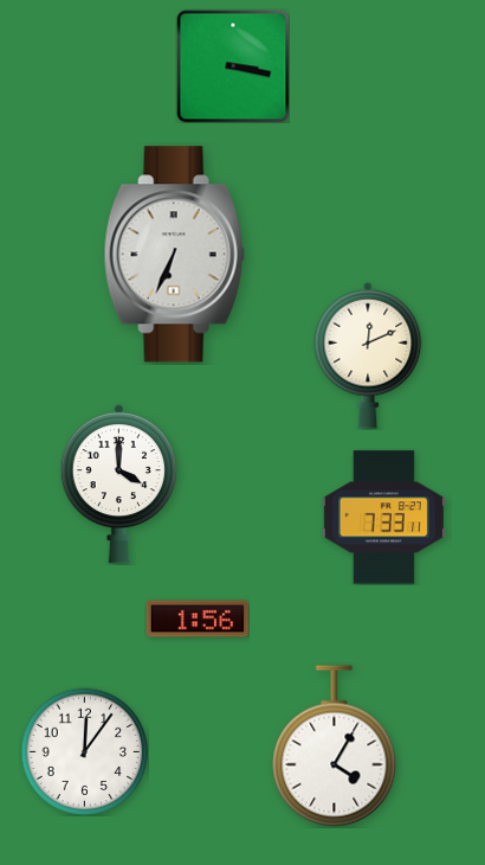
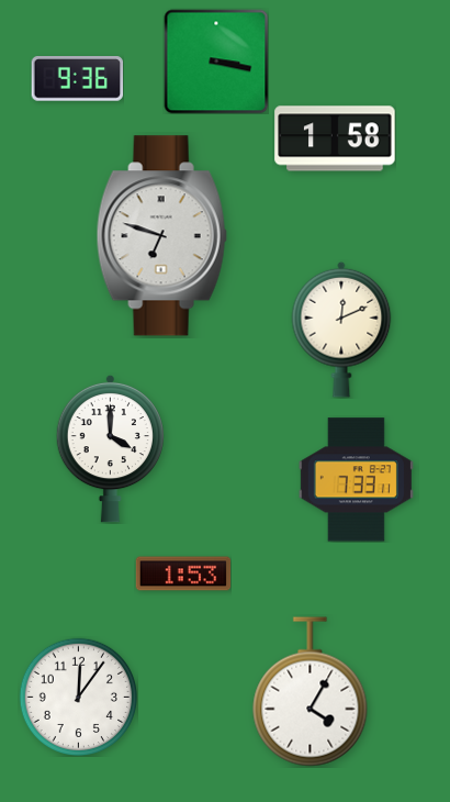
clock at (77, 79): none -> 9:36
clock at (335, 138): none -> 1:58
clock at (174, 255): 6:34 -> 6:48
clock at (198, 619): 1:56 -> 1:53
